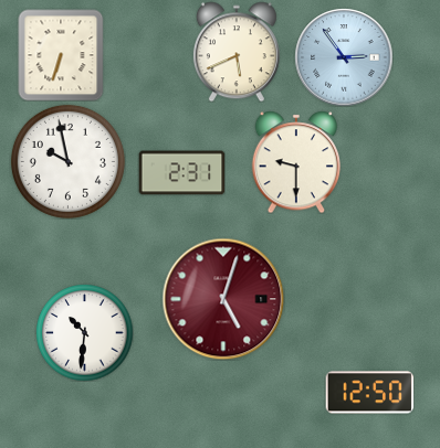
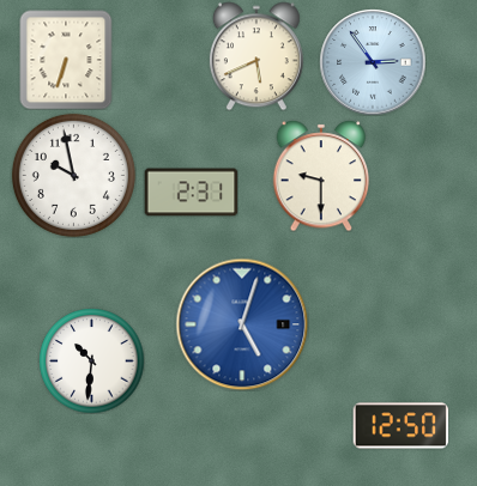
clock at (181, 173) position: (181, 173) -> (191, 193)
clock at (223, 299) dial: burgundy -> blue
